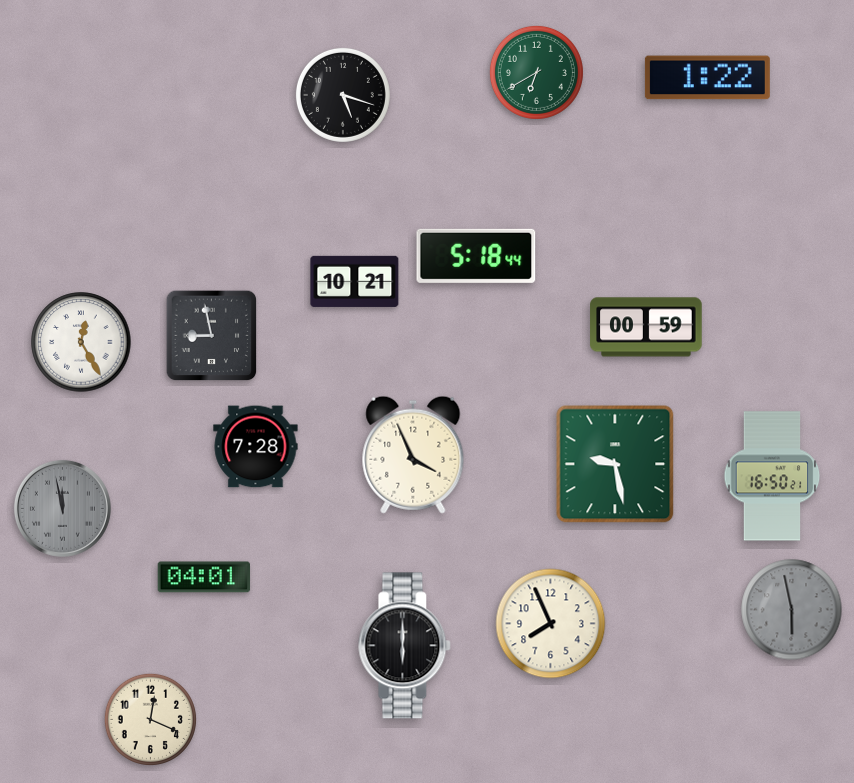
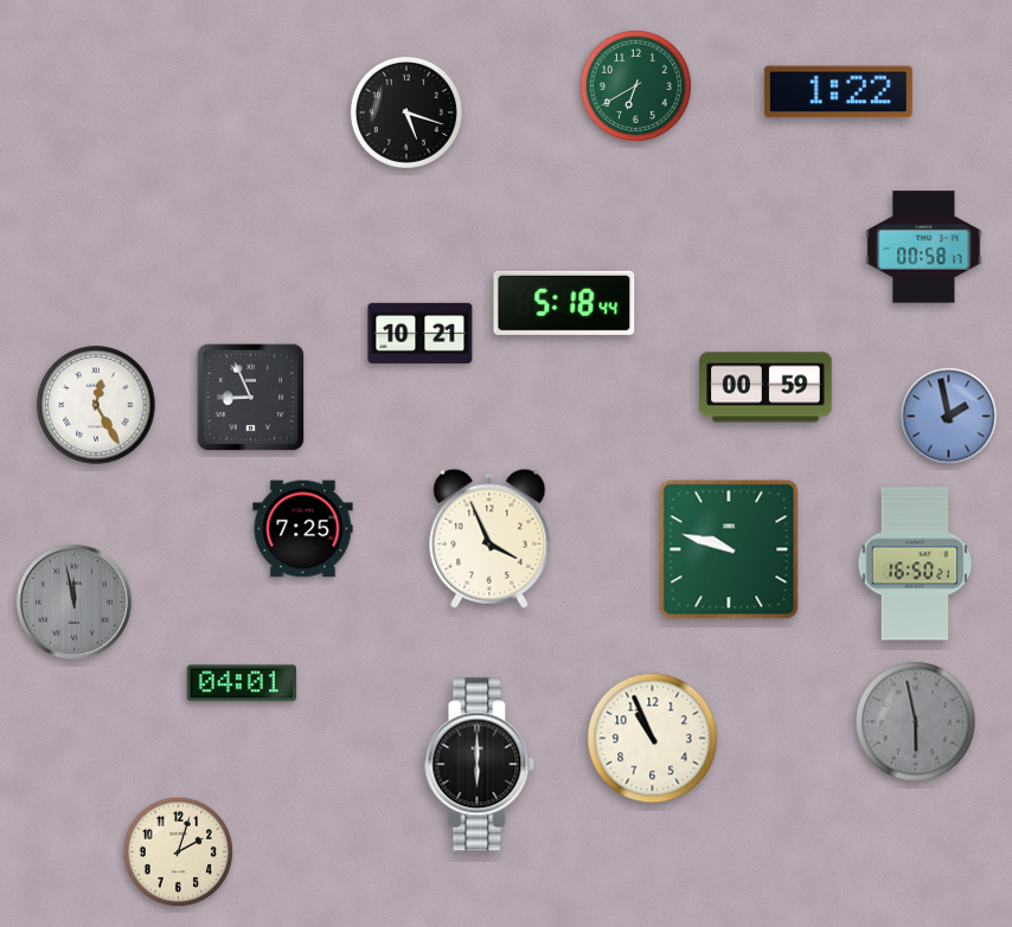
clock at (924, 247): none -> 00:58
clock at (212, 336): 8:58 -> 8:56
clock at (949, 417): none -> 1:58
clock at (256, 447): 7:28 -> 7:25
clock at (615, 464): 9:28 -> 9:48
clock at (792, 610) position: (792, 610) -> (916, 722)
clock at (551, 624): 7:56 -> 10:56
clock at (150, 719): 12:19 -> 2:03
